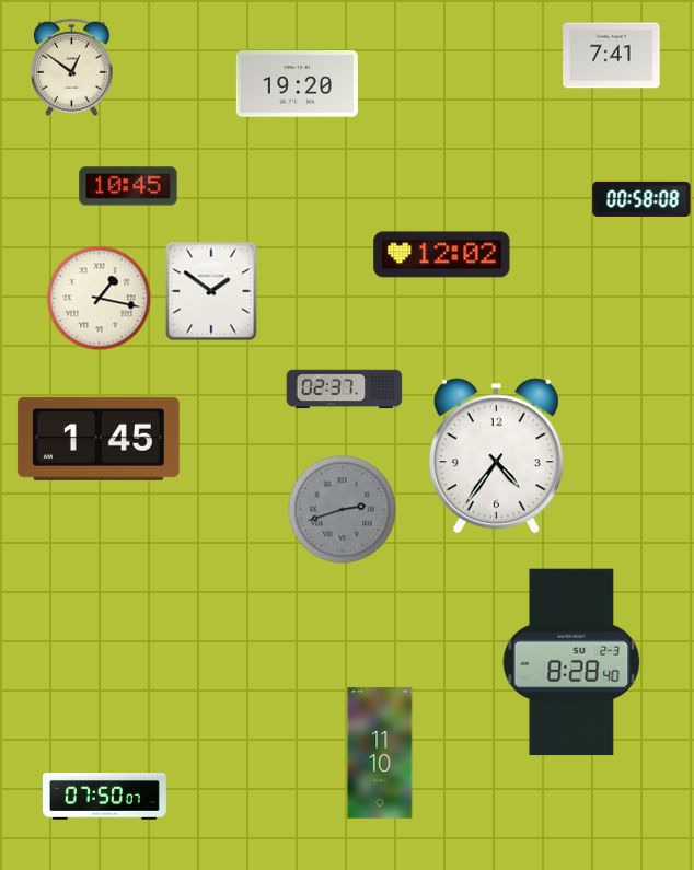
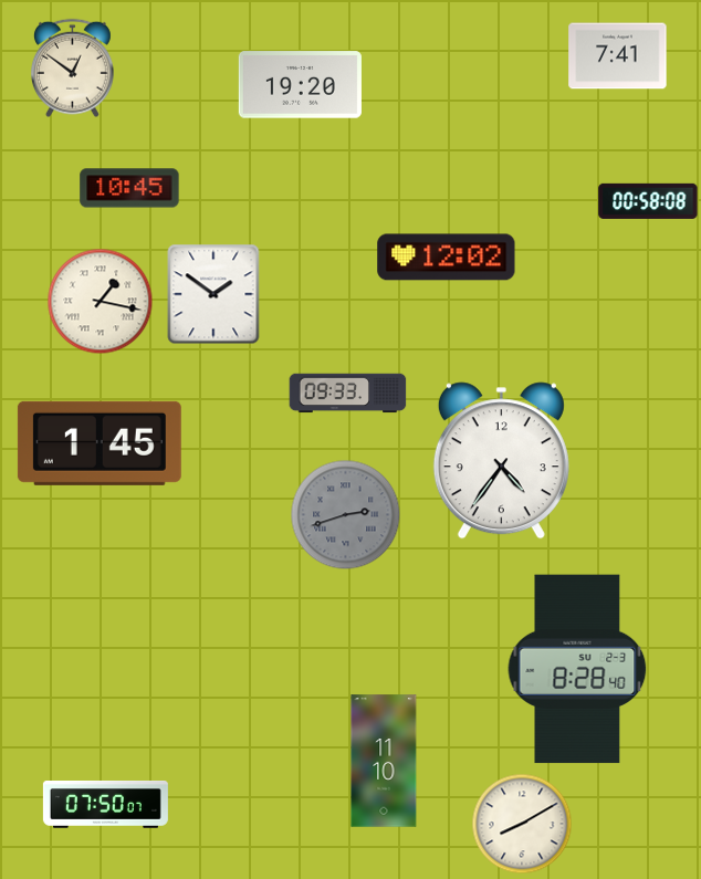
clock at (345, 390): 02:37 -> 09:33
clock at (522, 824): none -> 8:10
